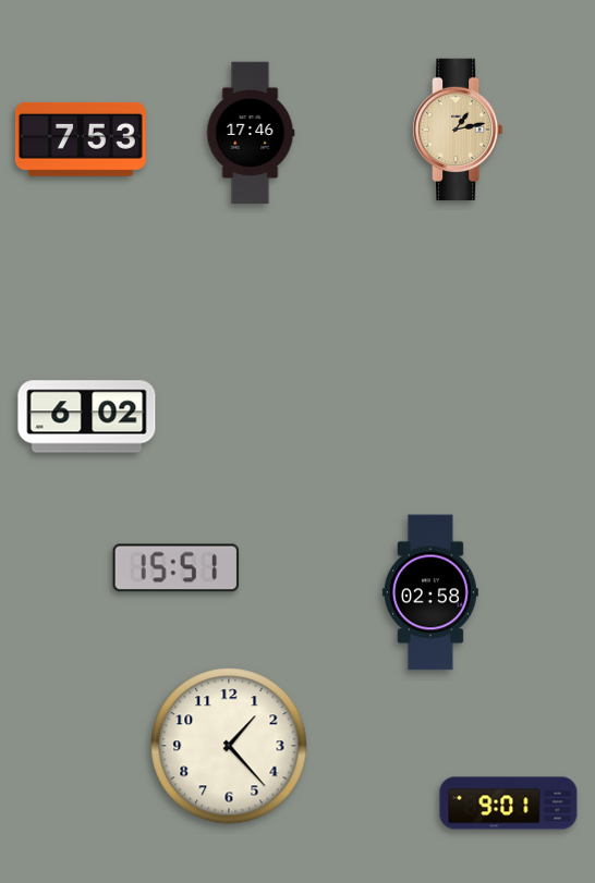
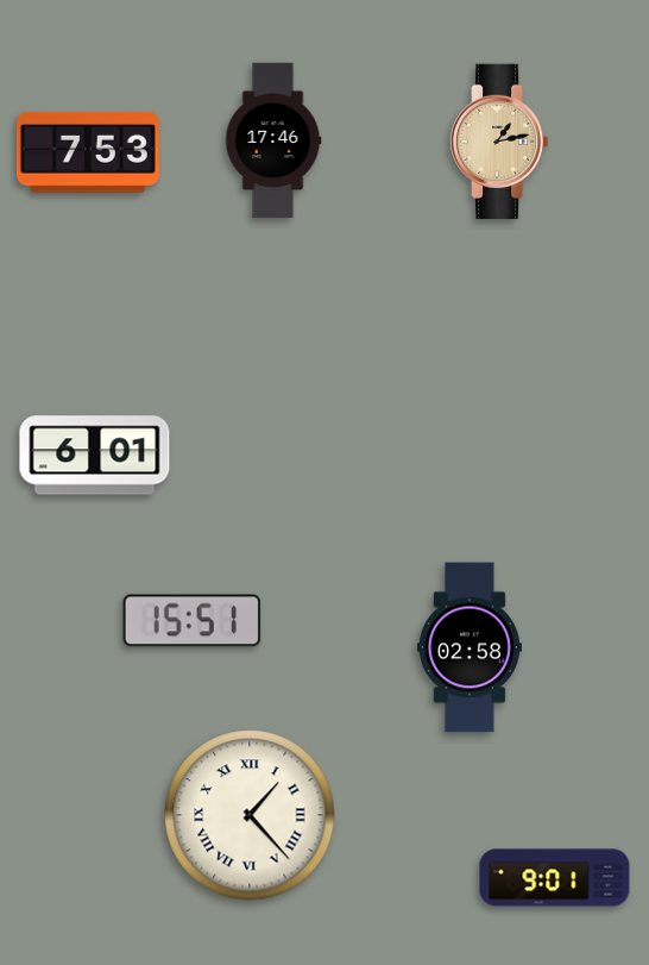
clock at (251, 133) position: (251, 133) -> (273, 140)
clock at (87, 417): 6:02 -> 6:01
clock at (229, 746) numerals: Arabic -> Roman
